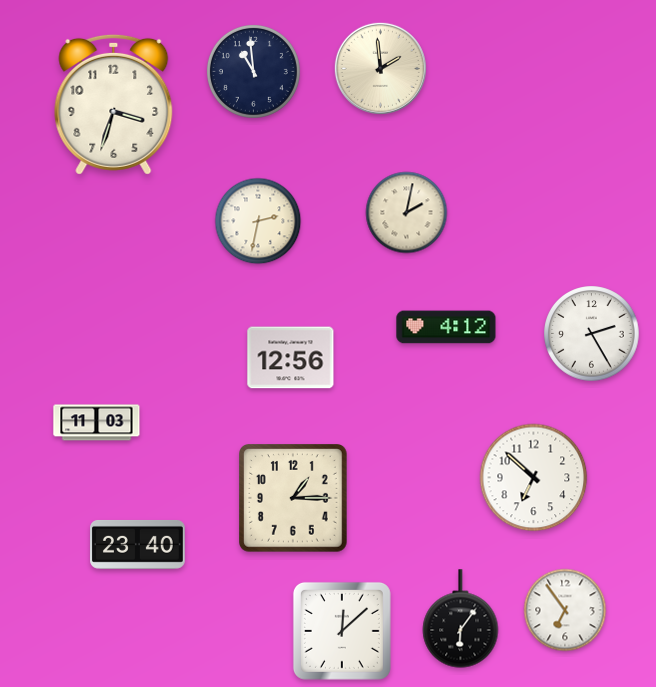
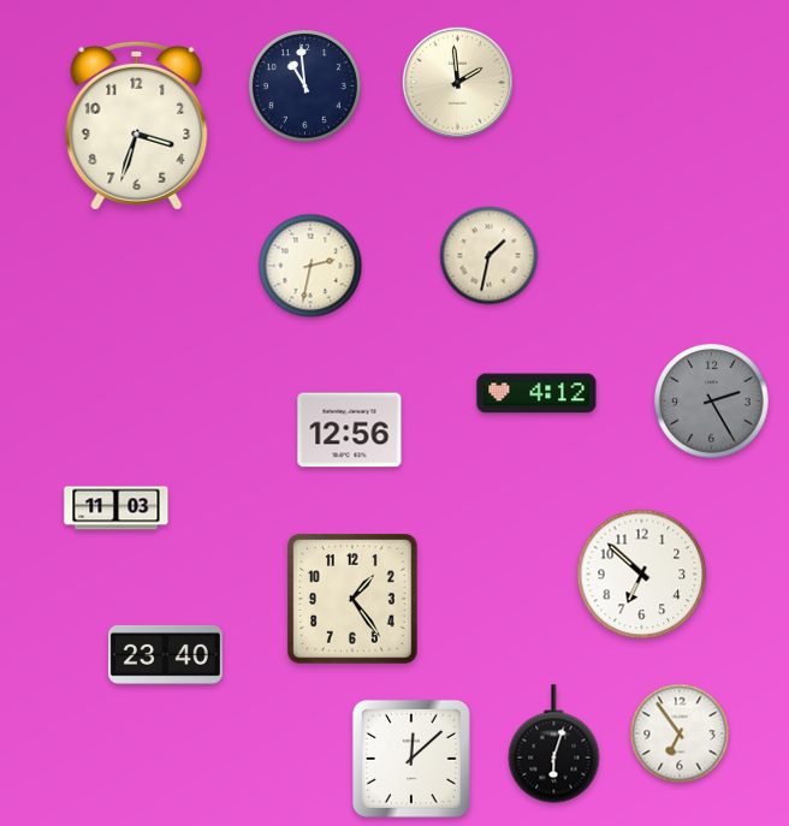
clock at (407, 213): 2:02 -> 1:32
clock at (592, 334) dial: white -> grey
clock at (294, 499): 1:15 -> 1:24
clock at (461, 619): 6:06 -> 6:03
